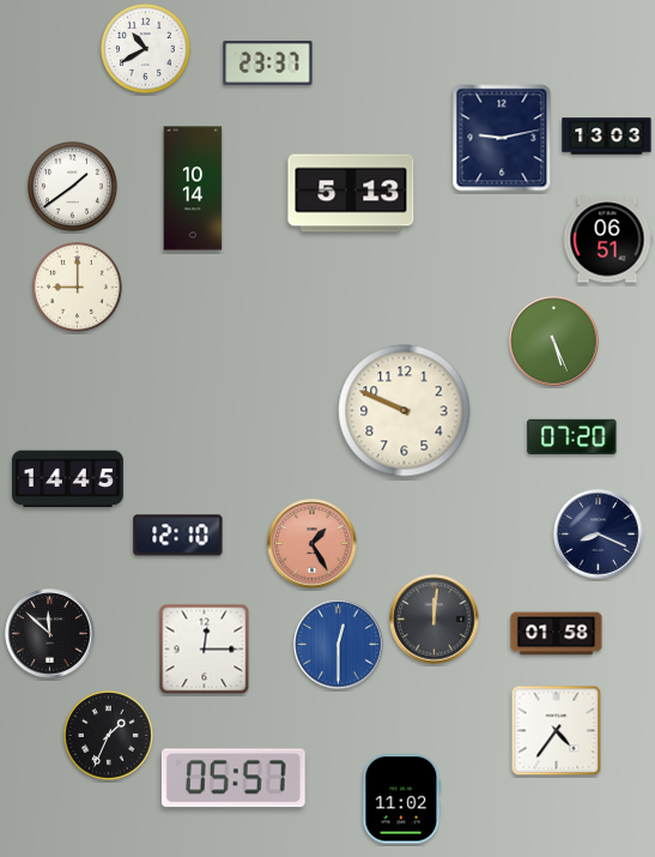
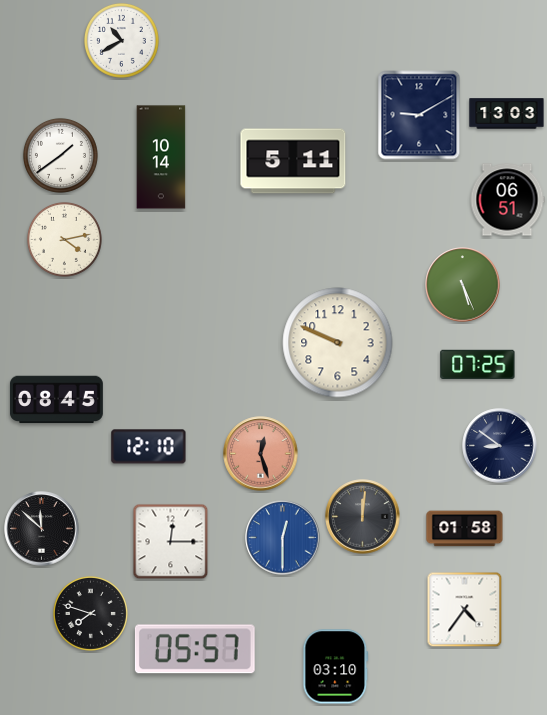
clock at (268, 62): 23:37 -> none
clock at (502, 138): 9:13 -> 9:10
clock at (351, 193): 5:13 -> 5:11
clock at (77, 286): 9:00 -> 4:13
clock at (572, 436): 07:20 -> 07:25
clock at (67, 479): 14:45 -> 08:45
clock at (599, 535): 8:19 -> 8:51
clock at (313, 544): 1:25 -> 12:27
clock at (108, 735): 1:34 -> 7:48
clock at (402, 799): 11:02 -> 03:10
